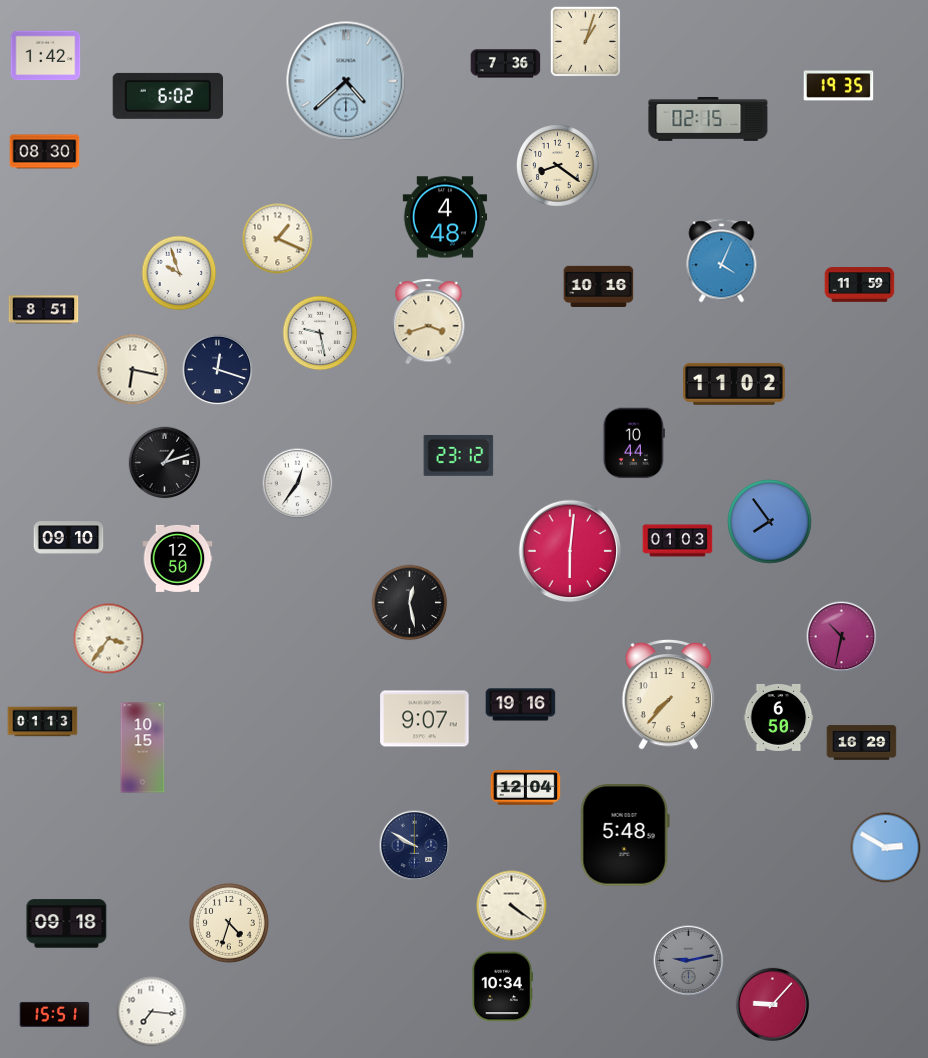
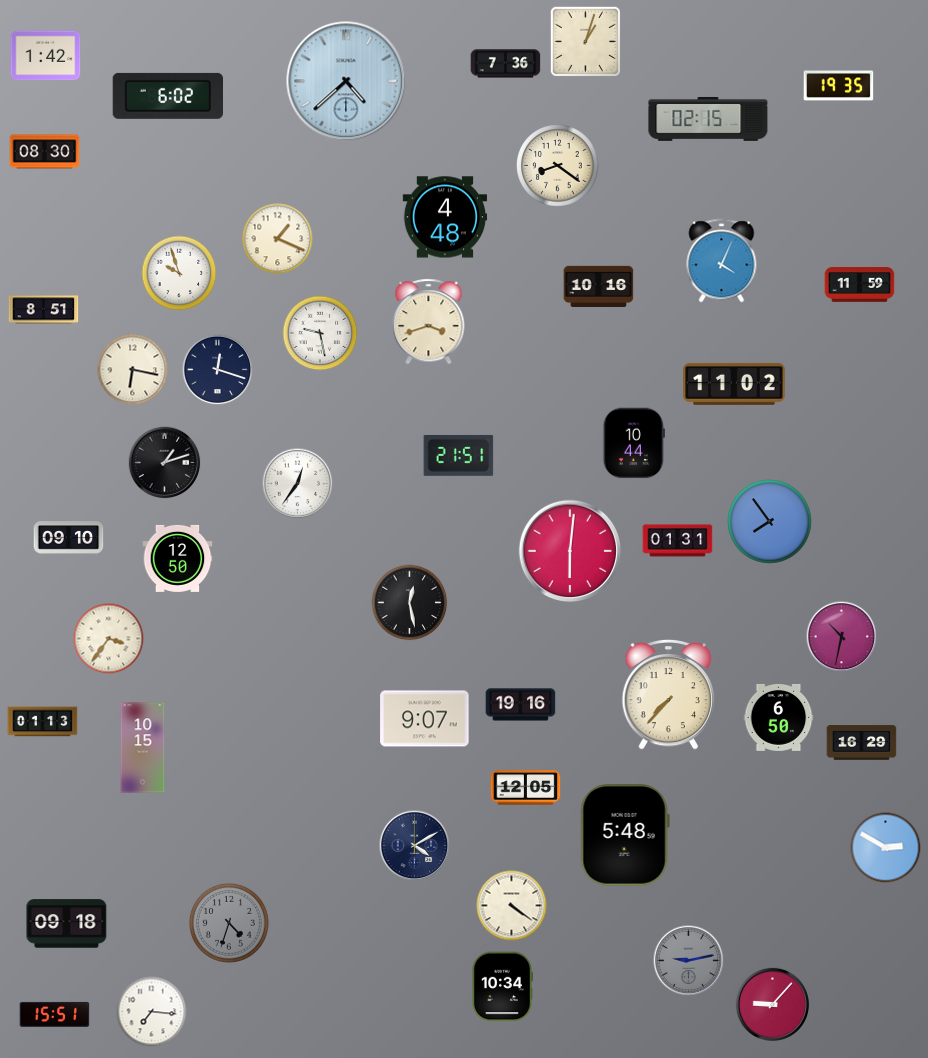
clock at (459, 455): 23:12 -> 21:51
clock at (678, 541): 01:03 -> 01:31
clock at (526, 788): 12:04 -> 12:05
clock at (415, 846): 9:50 -> 4:10
clock at (229, 923) dial: cream -> grey
